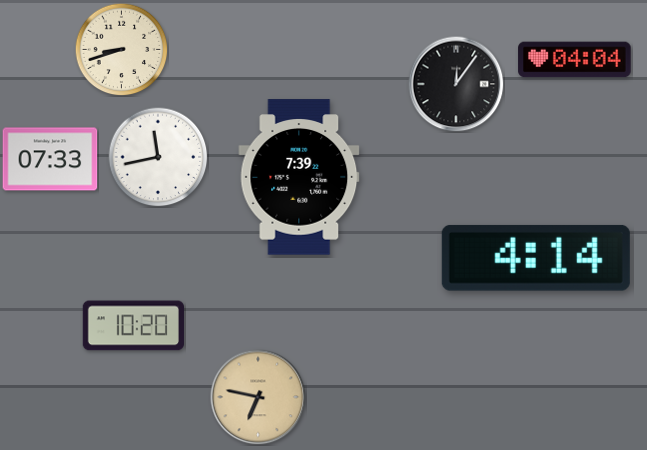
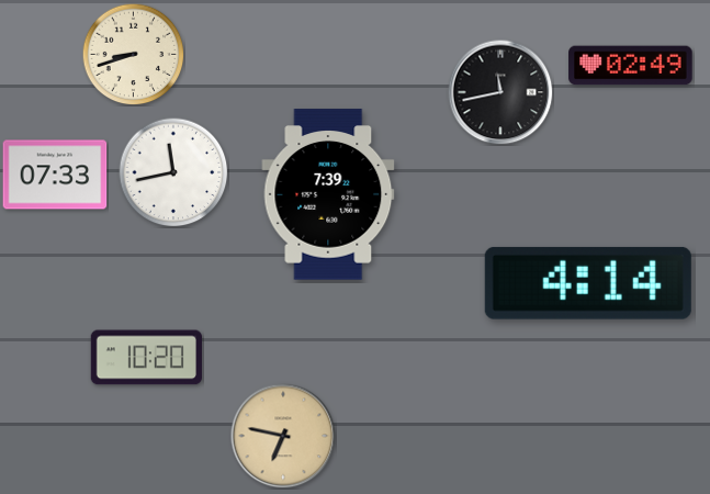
clock at (575, 60): 04:04 -> 02:49
clock at (456, 84): 12:06 -> 11:43
